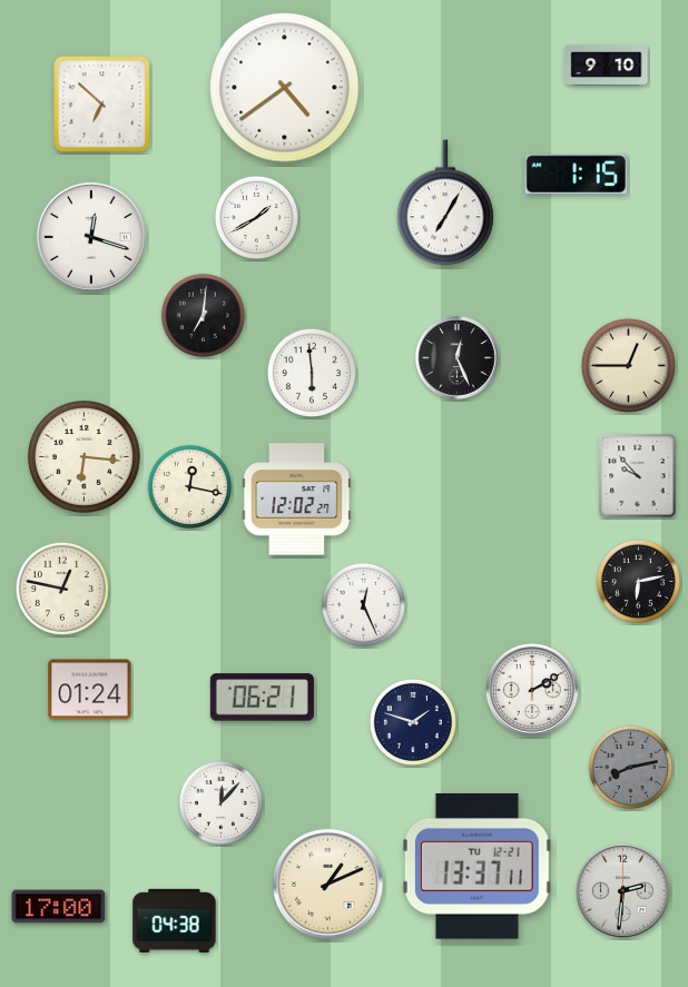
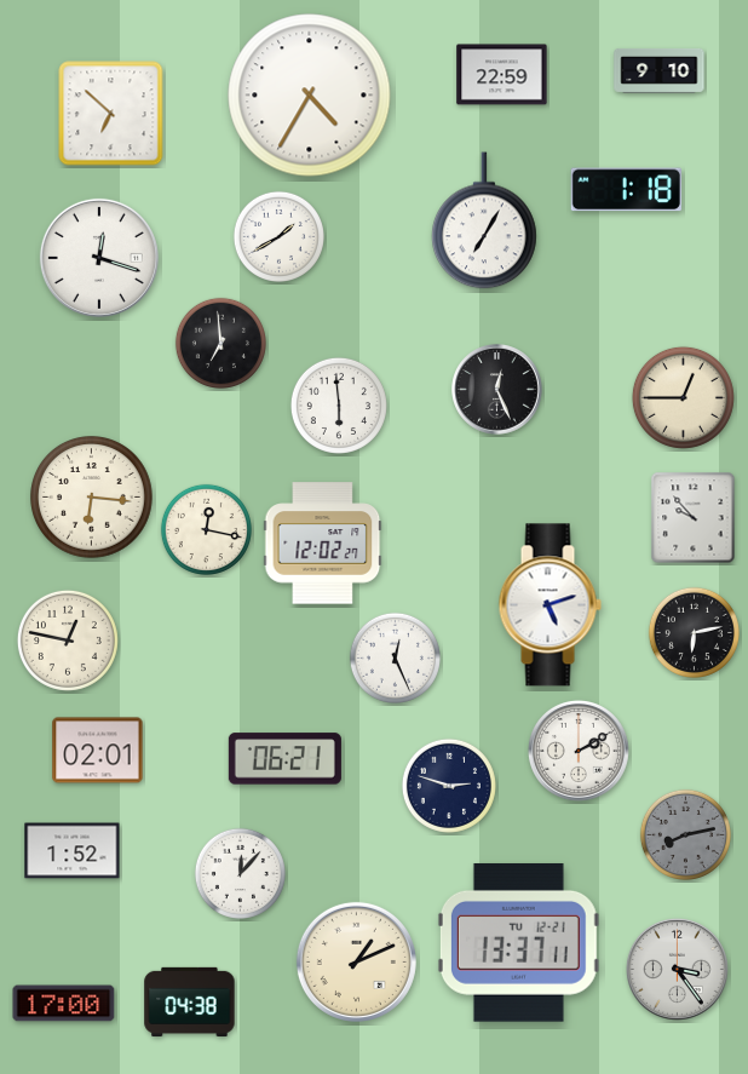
clock at (502, 75): none -> 22:59
clock at (285, 88): 4:39 -> 4:35
clock at (576, 175): 1:15 -> 1:18
clock at (203, 315): 7:01 -> 6:59
clock at (550, 605): none -> 5:12
clock at (90, 690): 01:24 -> 02:01
clock at (413, 722): 1:48 -> 2:48
clock at (73, 851): none -> 1:52
clock at (622, 890): 2:31 -> 3:24
clock at (59, 907) position: (59, 907) -> (64, 1004)
